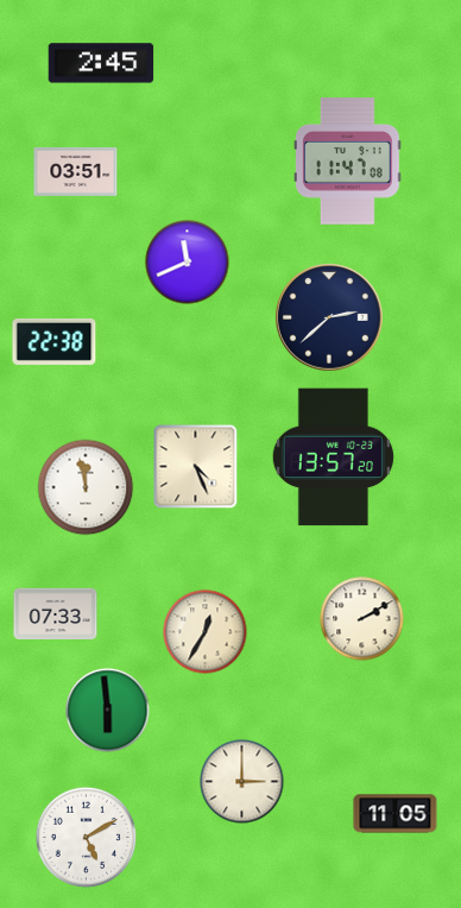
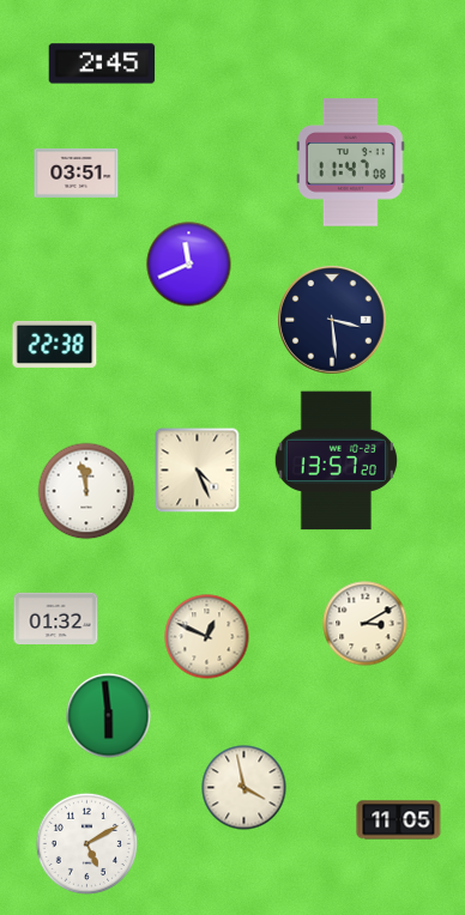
clock at (329, 317): 2:38 -> 3:29
clock at (56, 613): 07:33 -> 01:32
clock at (362, 619): 2:10 -> 3:10
clock at (206, 632): 12:35 -> 12:49
clock at (242, 782): 3:00 -> 3:58
